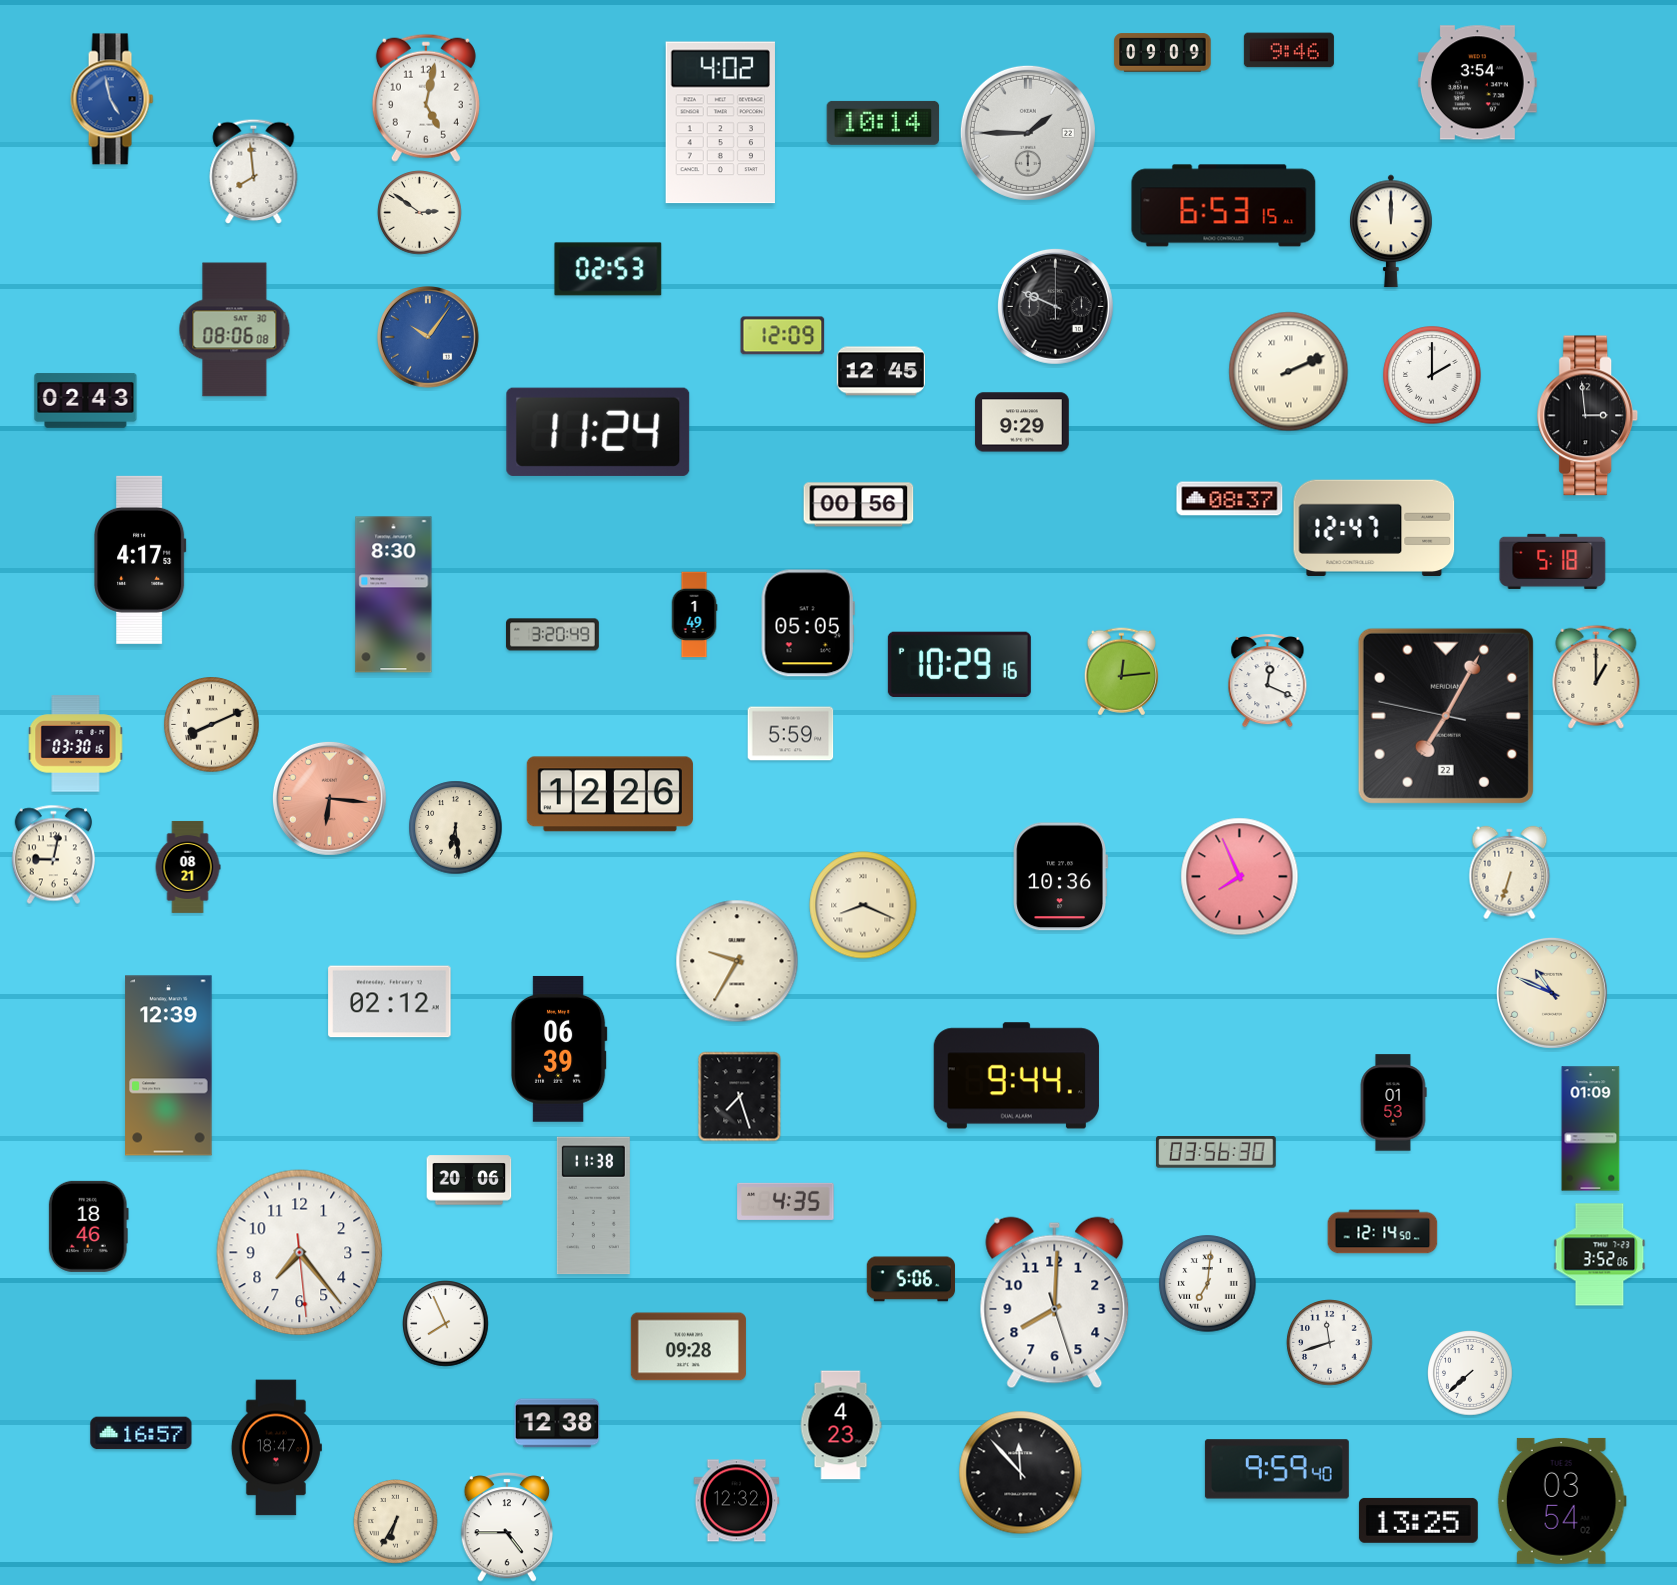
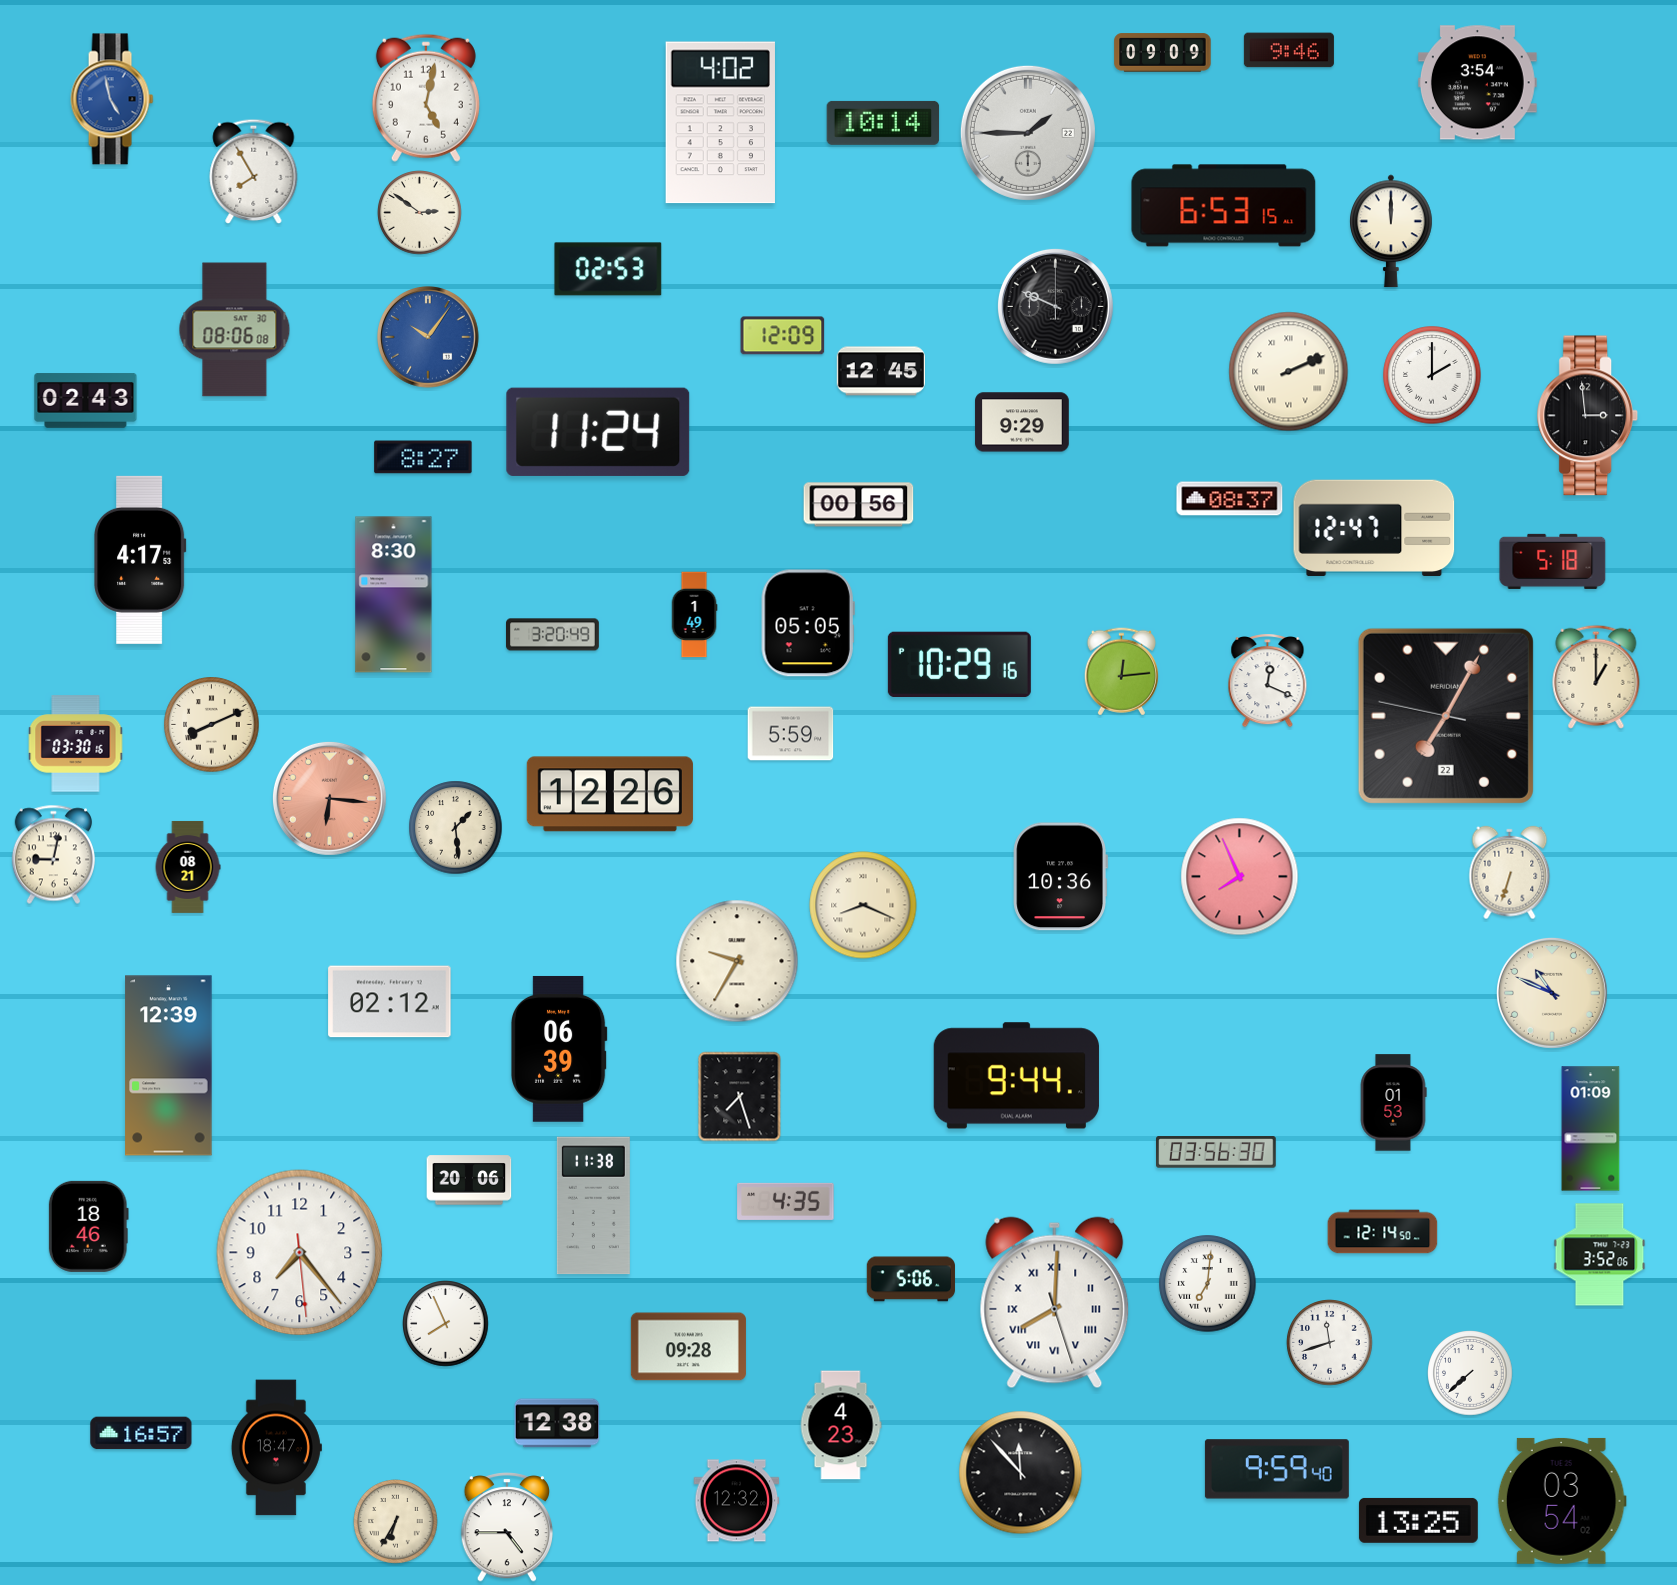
clock at (254, 171): 7:59 -> 7:55
clock at (423, 457): none -> 8:27
clock at (456, 828): 6:29 -> 1:29
clock at (1055, 1303) numerals: Arabic -> Roman
